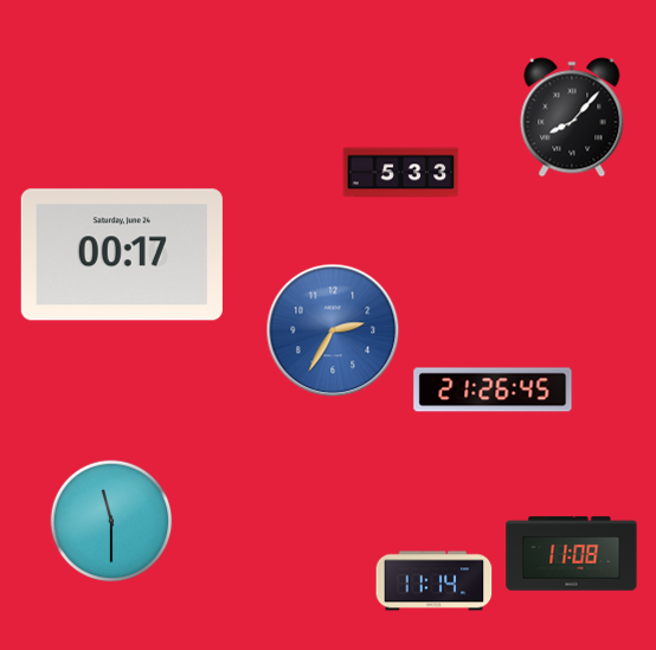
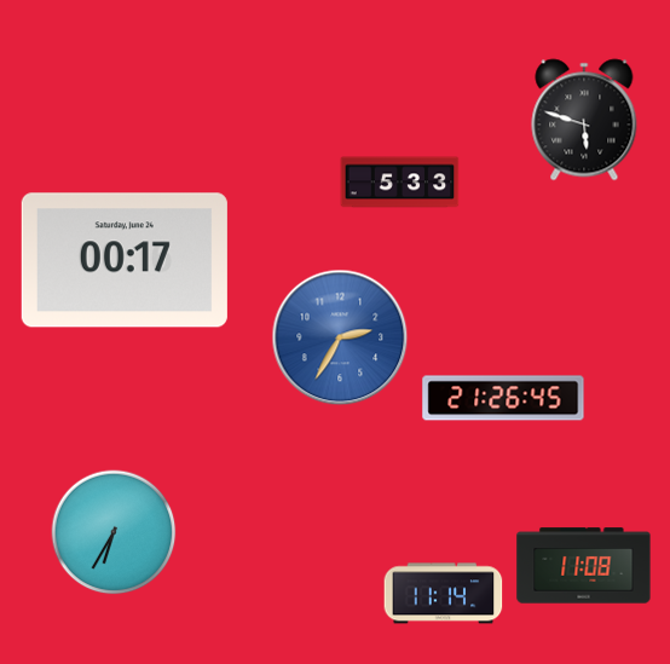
clock at (572, 117): 8:07 -> 5:48
clock at (401, 173) position: (401, 173) -> (400, 183)
clock at (111, 521): 11:30 -> 6:35
